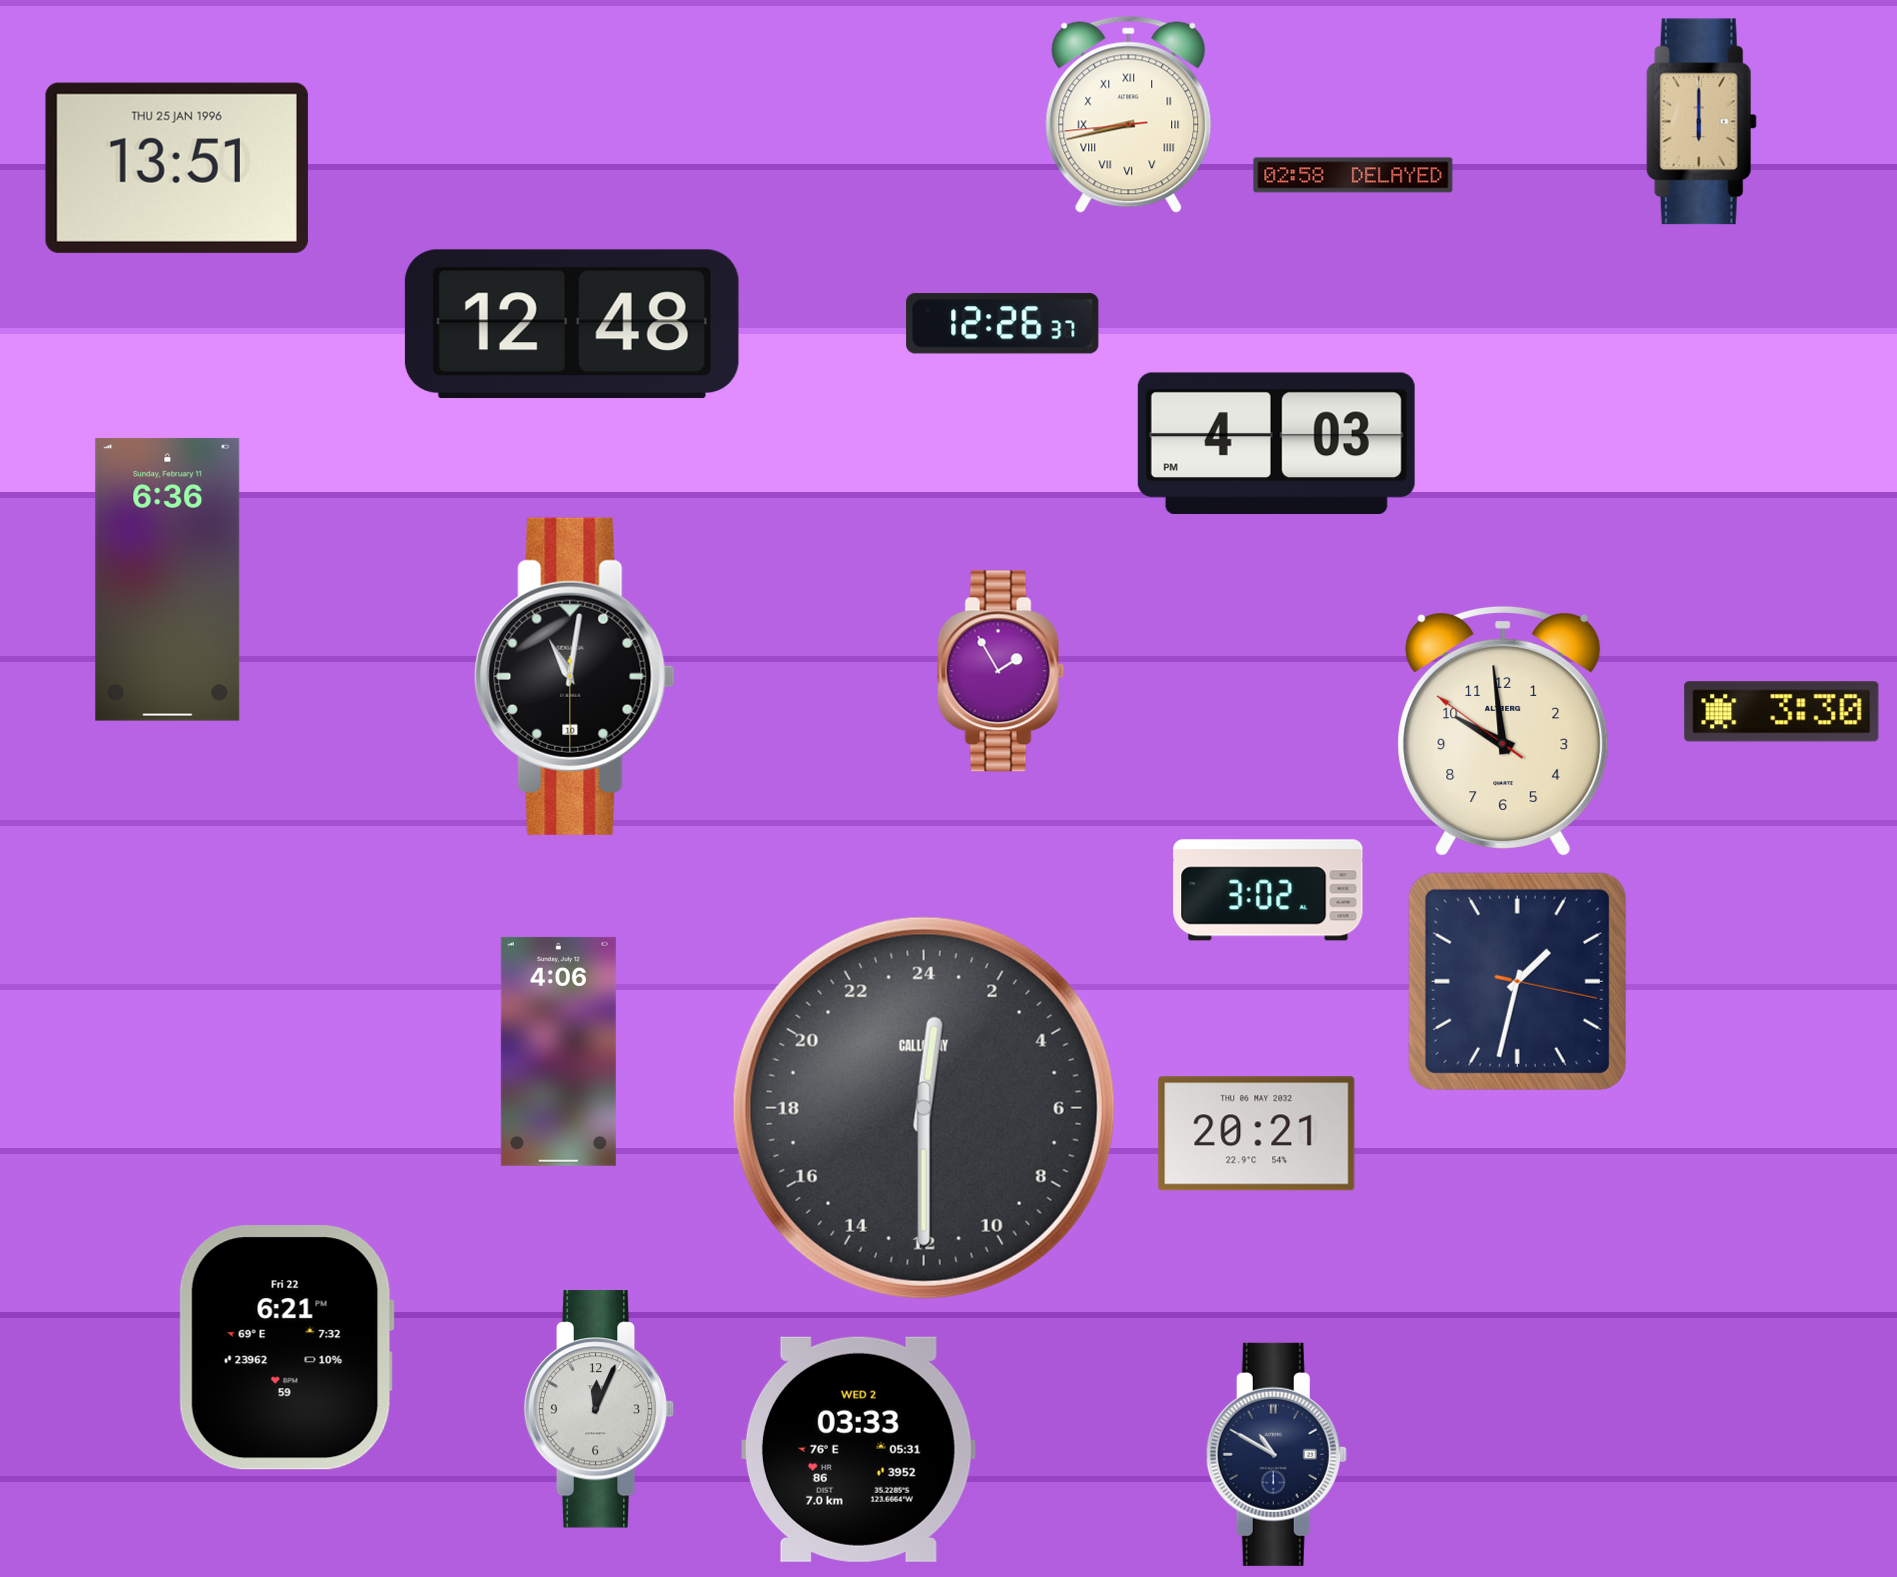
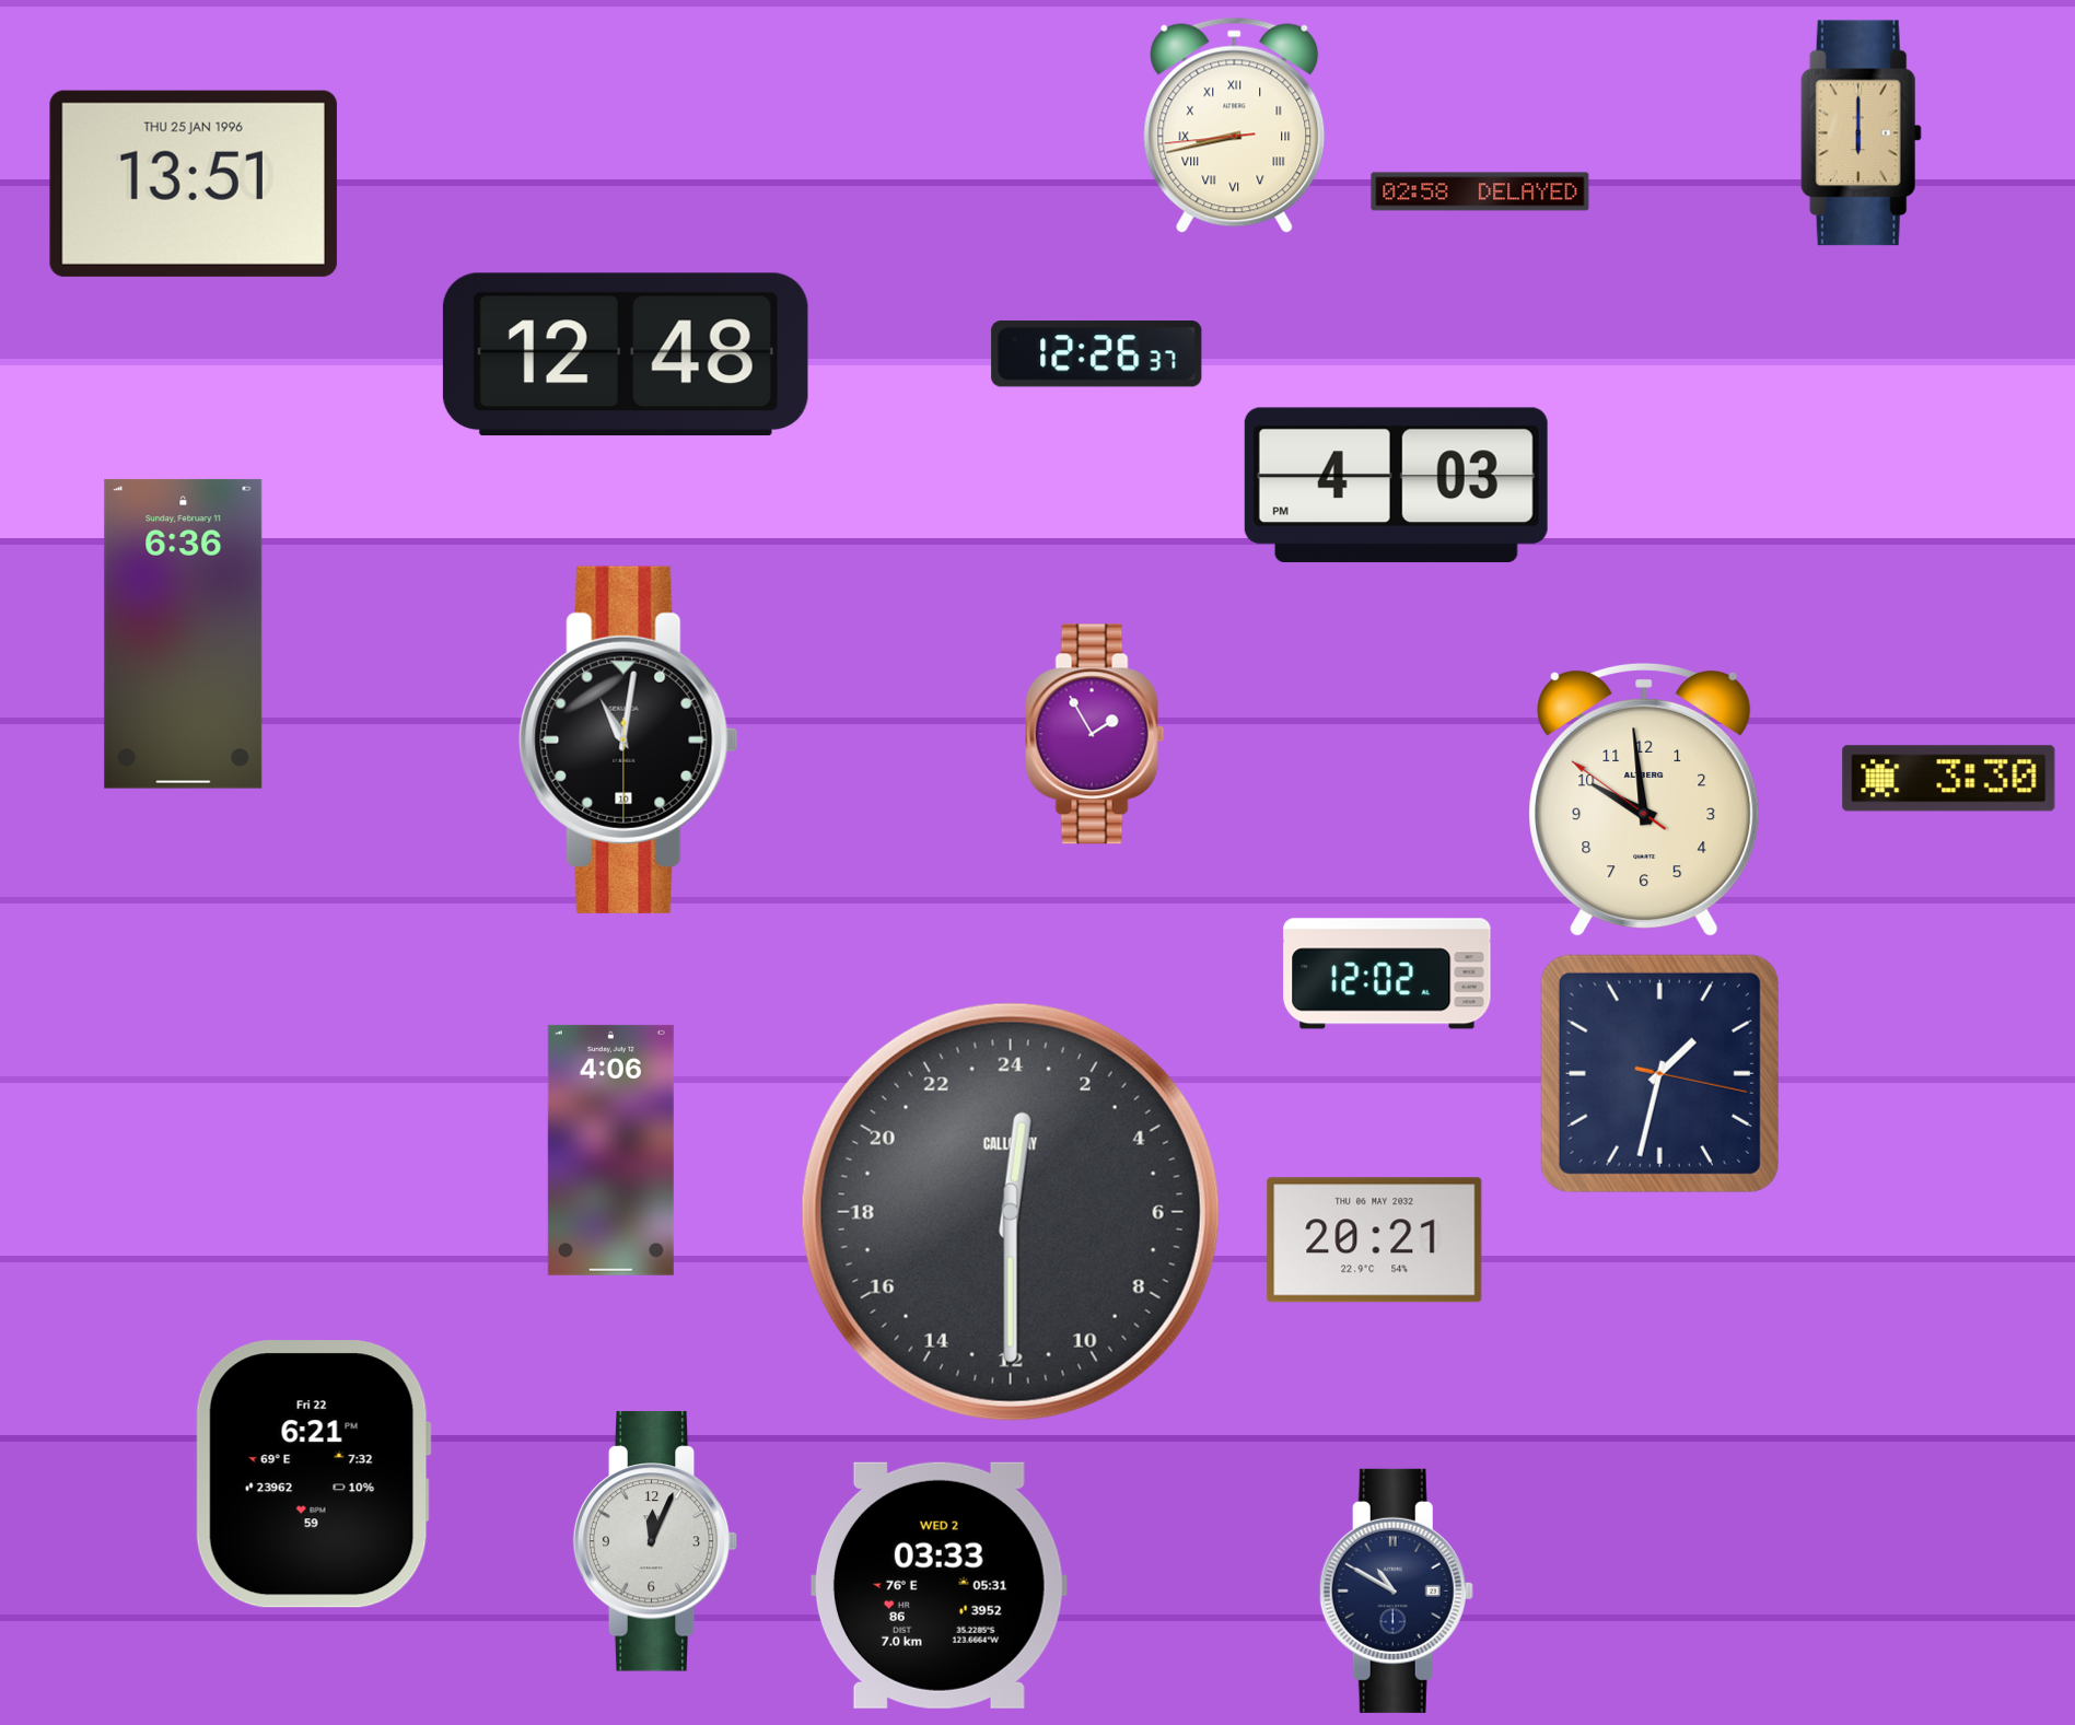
clock at (1268, 890): 3:02 -> 12:02
